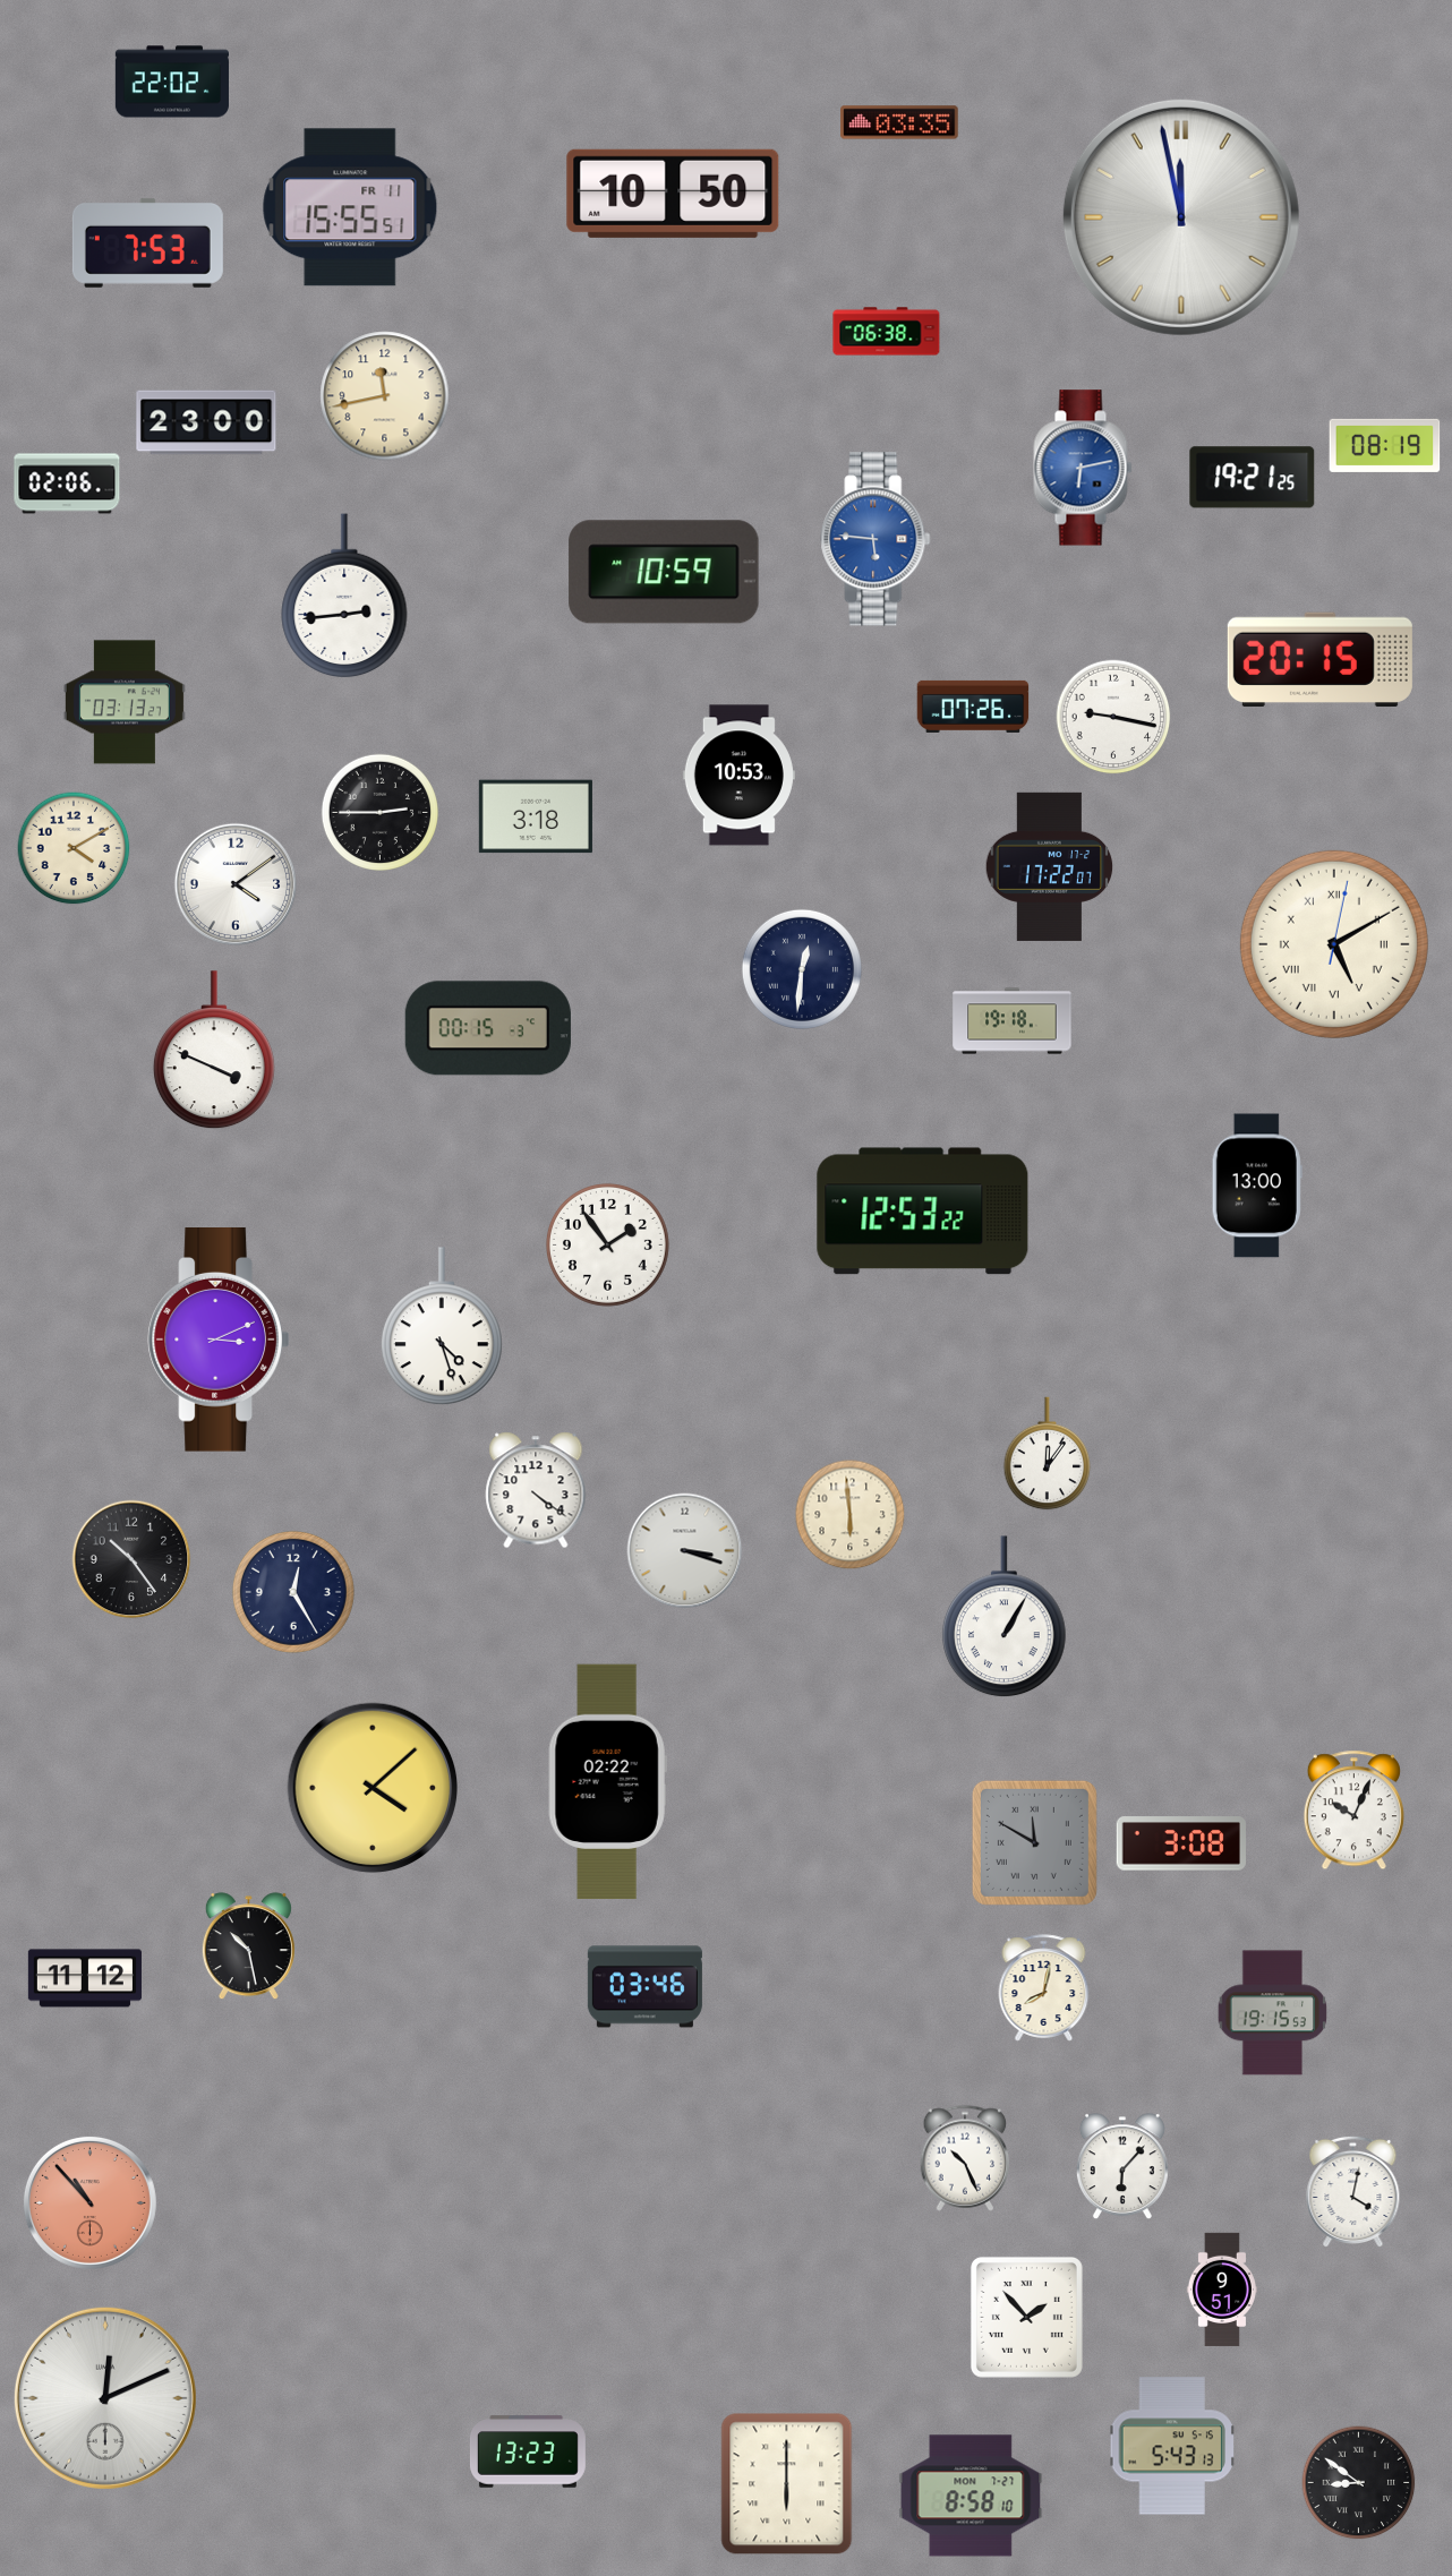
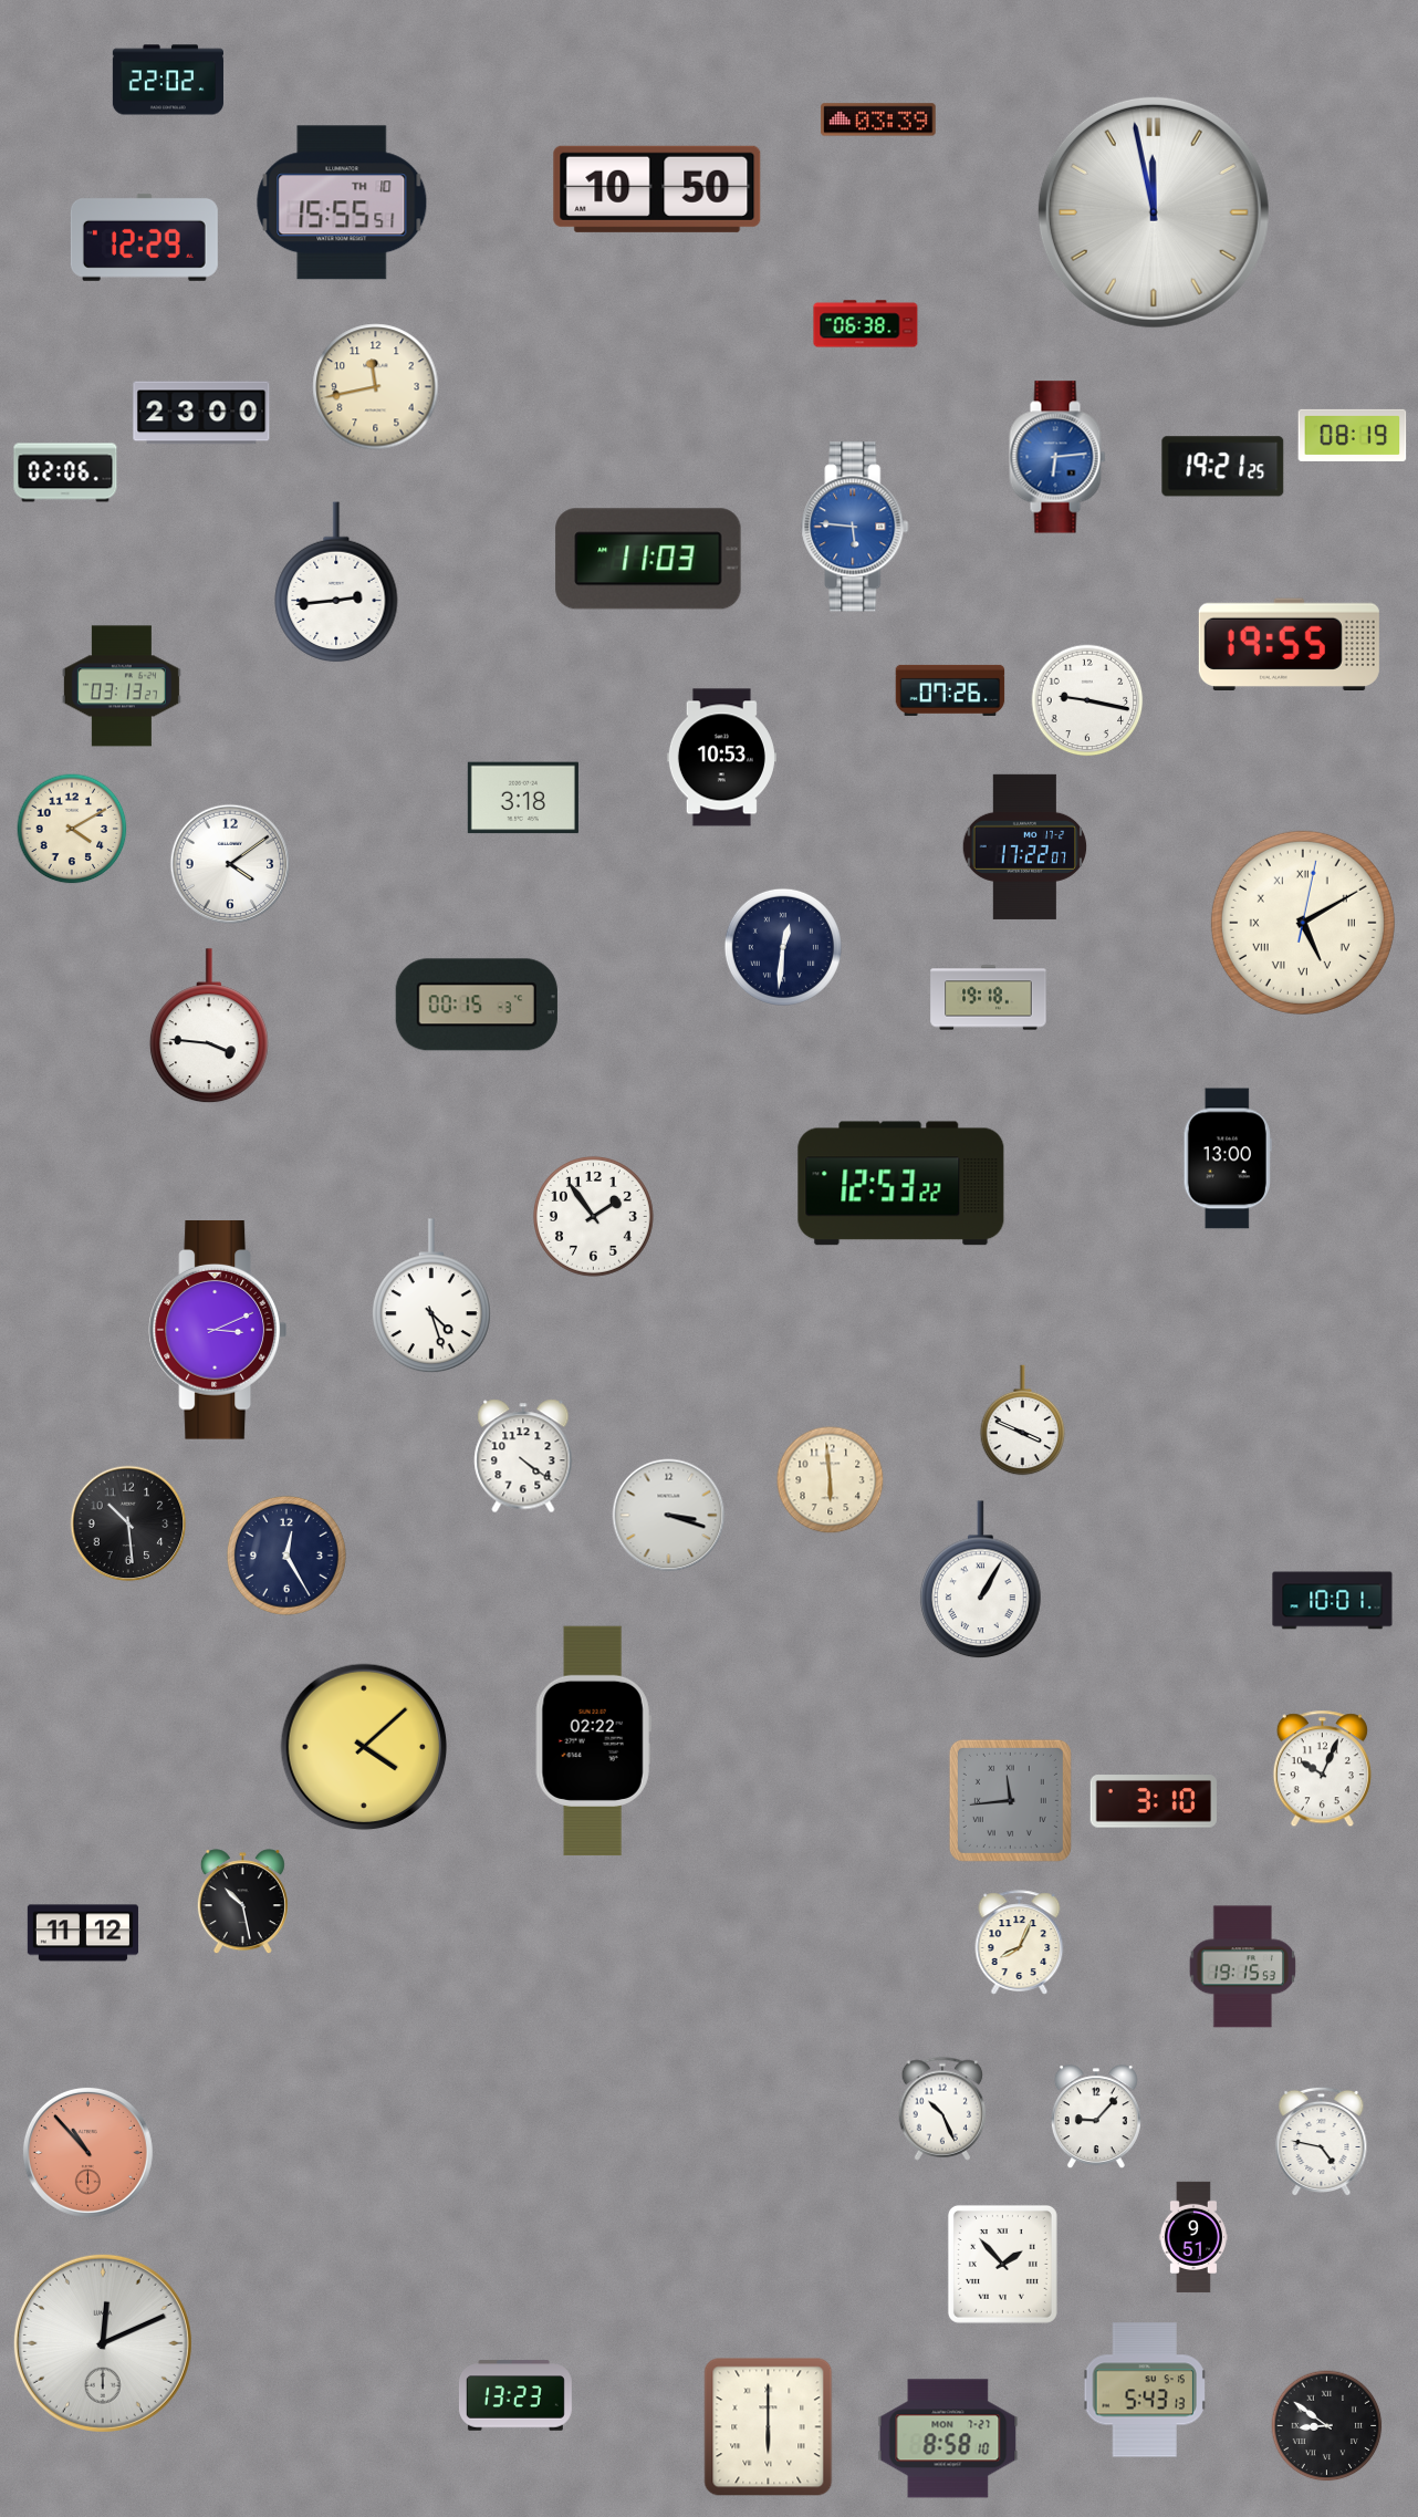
clock at (899, 122): 03:35 -> 03:39
clock at (350, 207) date: FR 11 -> TH 10
clock at (147, 242): 7:53 -> 12:29
clock at (1083, 468): 6:13 -> 6:14
clock at (664, 572): 10:59 -> 11:03
clock at (1319, 659): 20:15 -> 19:55
clock at (379, 812): 2:45 -> none
clock at (214, 1051): 3:49 -> 3:46
clock at (219, 1341) position: (219, 1341) -> (218, 1331)
clock at (1048, 1454): 12:06 -> 3:49
clock at (131, 1559): 10:24 -> 10:29
clock at (1333, 1601): none -> 10:01
clock at (1034, 1842): 11:50 -> 11:44
clock at (1180, 1843): 3:08 -> 3:10
clock at (644, 1987): 03:46 -> none
clock at (1044, 1988): 8:02 -> 8:04
clock at (1122, 2167): 6:07 -> 9:07
clock at (1353, 2191): 4:02 -> 4:47
